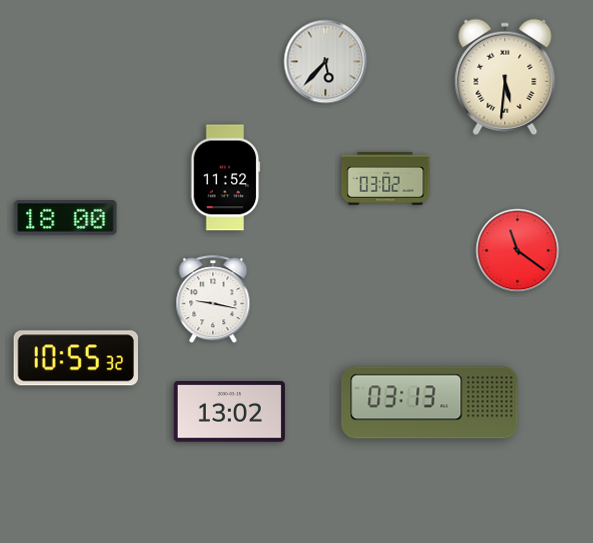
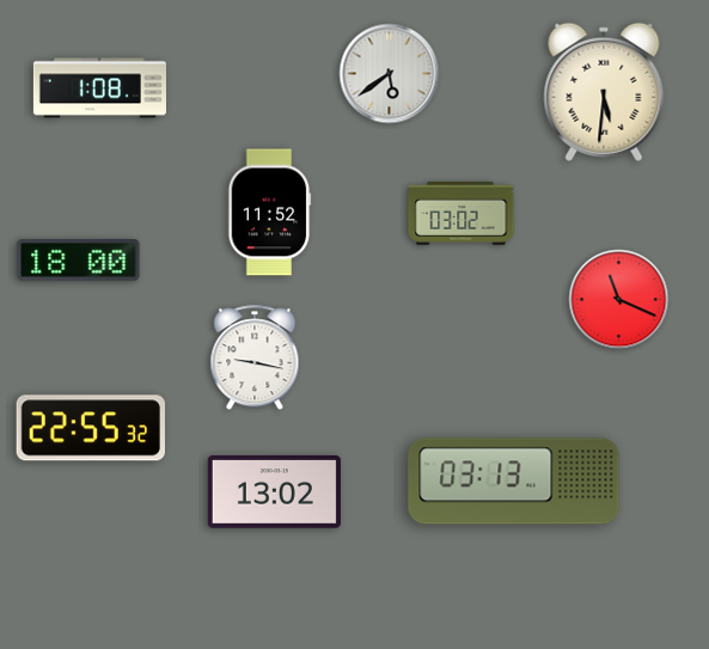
clock at (326, 62): 5:37 -> 5:39
clock at (99, 88): none -> 1:08
clock at (518, 251): 11:21 -> 11:19
clock at (75, 358): 10:55 -> 22:55
